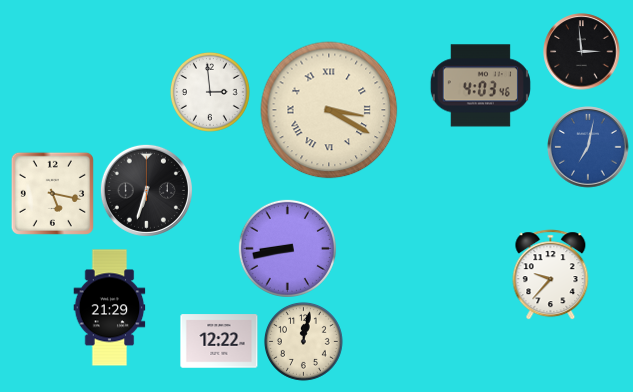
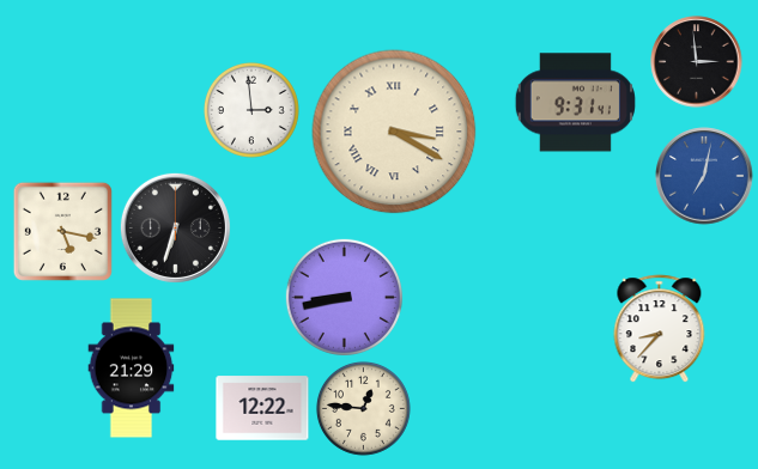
clock at (480, 86): 4:03 -> 9:31
clock at (551, 275): 9:37 -> 8:37
clock at (303, 341): 12:02 -> 12:46
